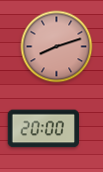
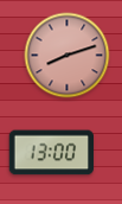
clock at (44, 129): 20:00 -> 13:00
